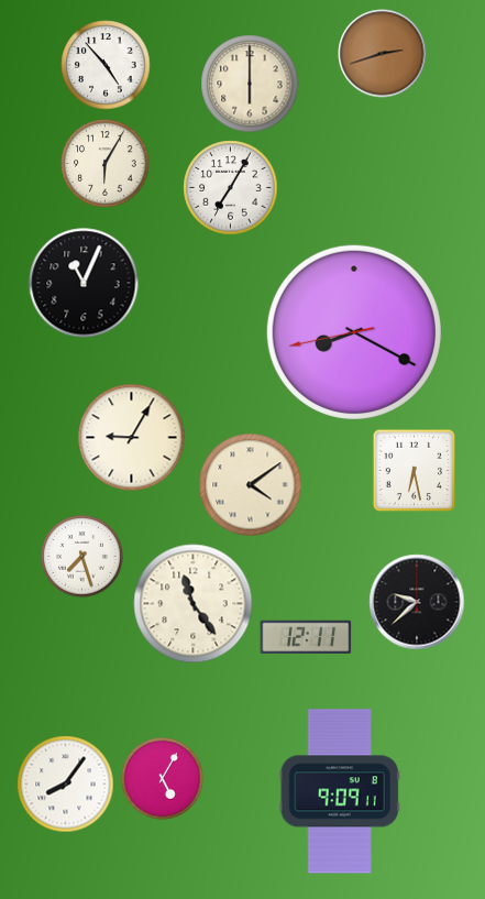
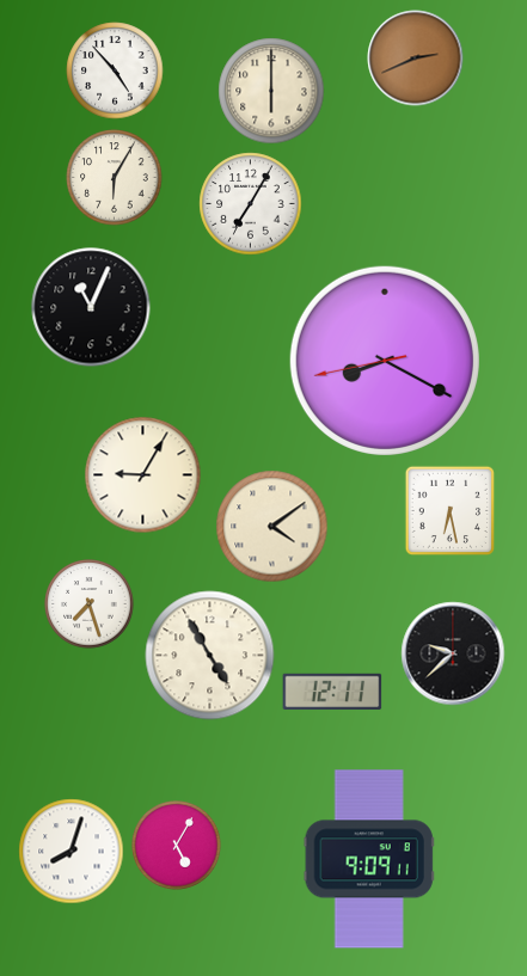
clock at (383, 54): 2:42 -> 2:41
clock at (194, 604): 11:24 -> 4:55
clock at (66, 785): 8:06 -> 8:03
